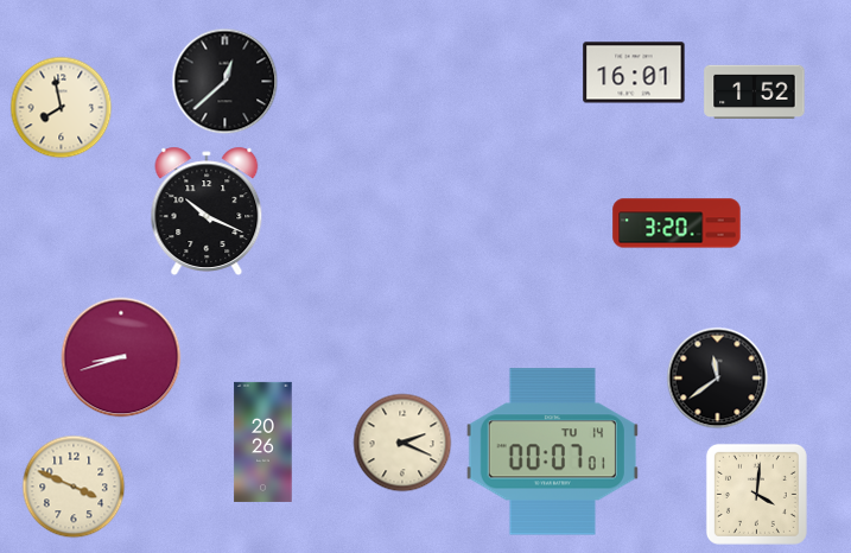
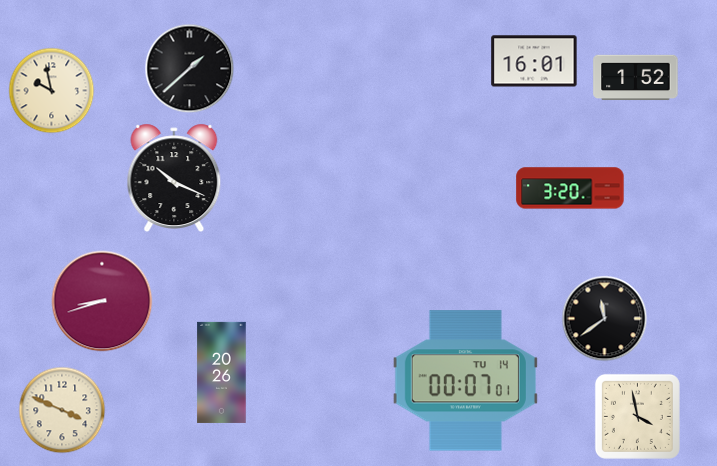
clock at (226, 82): 12:38 -> 1:38
clock at (62, 108): 7:58 -> 9:58
clock at (402, 443): 2:19 -> none
clock at (756, 494): 4:01 -> 3:58
